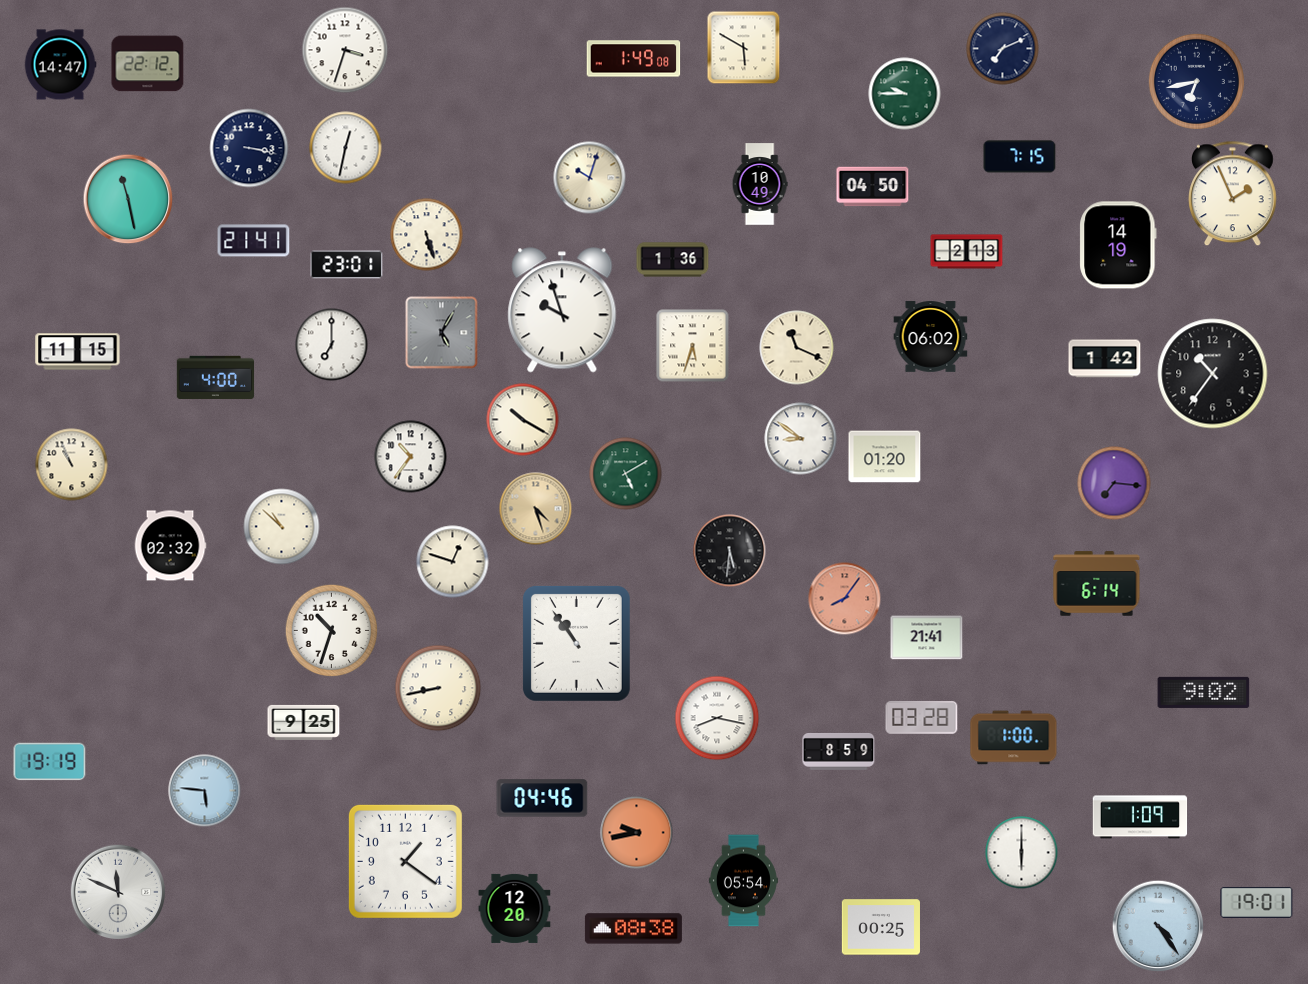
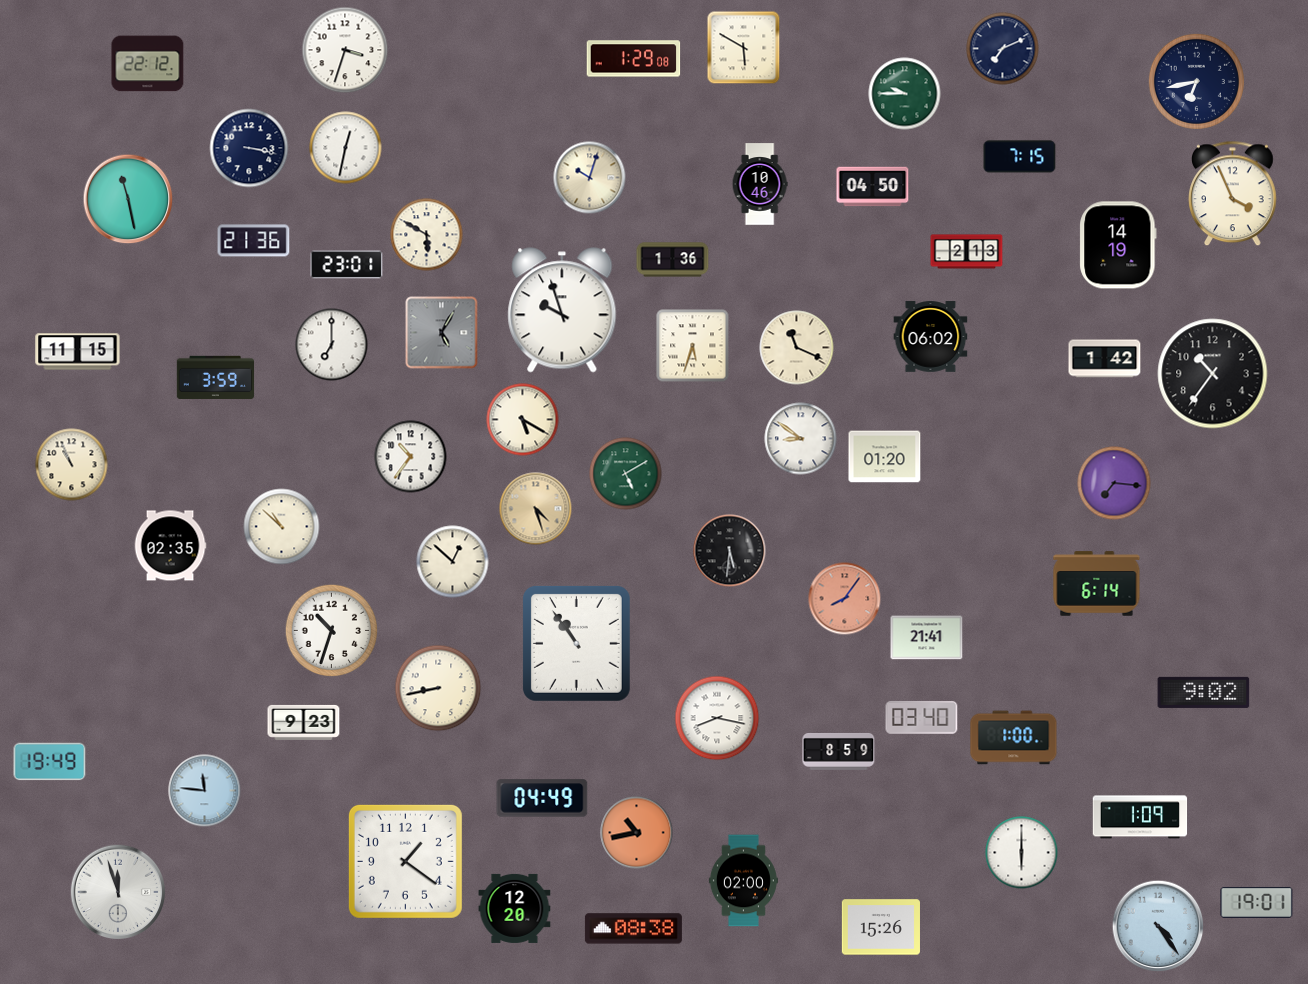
clock at (634, 59): 1:49 -> 1:29
clock at (60, 65): 14:47 -> none
clock at (760, 184): 10:49 -> 10:46
clock at (1233, 194): 1:56 -> 3:56
clock at (427, 235): 5:27 -> 5:50
clock at (254, 241): 21:41 -> 21:36
clock at (216, 377): 4:00 -> 3:59
clock at (523, 420): 10:20 -> 5:20
clock at (170, 546): 02:32 -> 02:35
clock at (453, 562): 12:48 -> 12:52
clock at (922, 717): 03:28 -> 03:40
clock at (304, 722): 9:25 -> 9:23
clock at (50, 762): 19:19 -> 19:49
clock at (205, 791): 5:46 -> 11:46
clock at (542, 798): 04:46 -> 04:49
clock at (637, 833): 9:43 -> 10:43
clock at (743, 881): 05:54 -> 02:00
clock at (118, 892): 11:49 -> 11:57
clock at (881, 927): 00:25 -> 15:26
